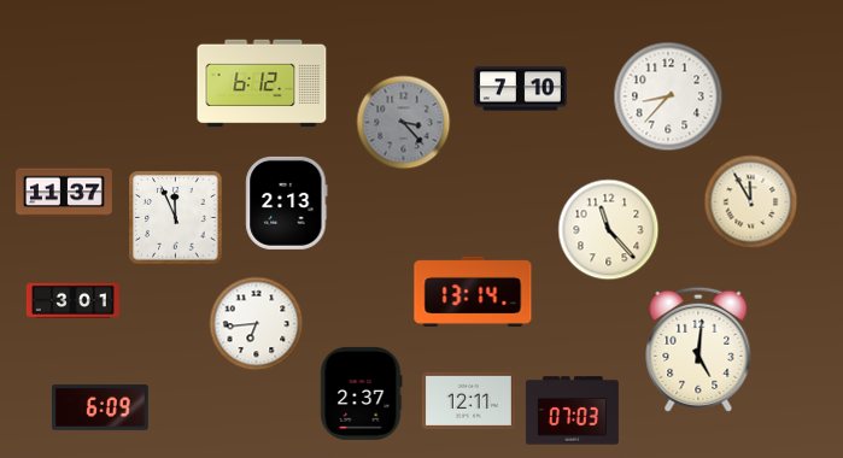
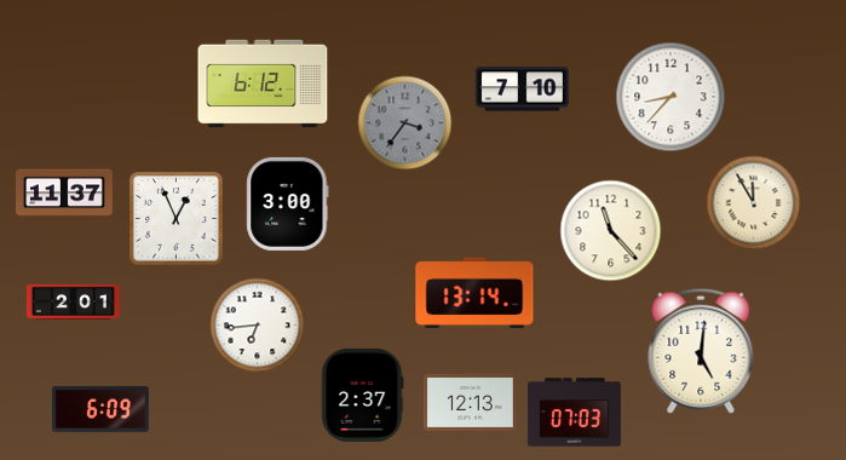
clock at (403, 122): 3:23 -> 3:36
clock at (287, 202): 2:13 -> 3:00
clock at (175, 217): 11:56 -> 12:56
clock at (72, 300): 3:01 -> 2:01
clock at (468, 400): 12:11 -> 12:13
